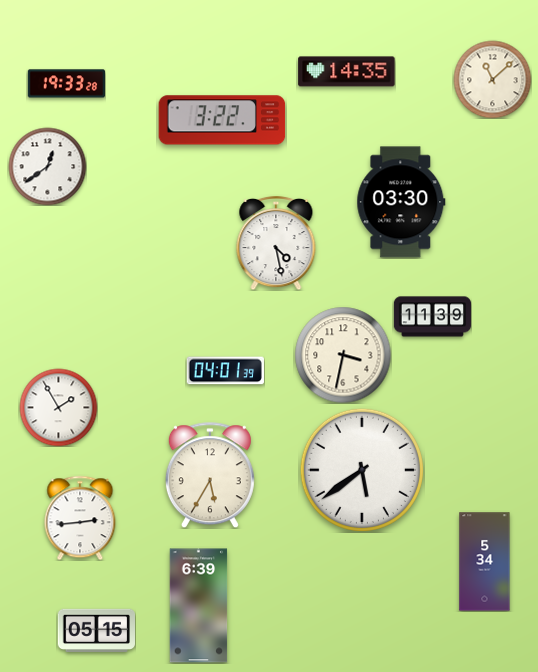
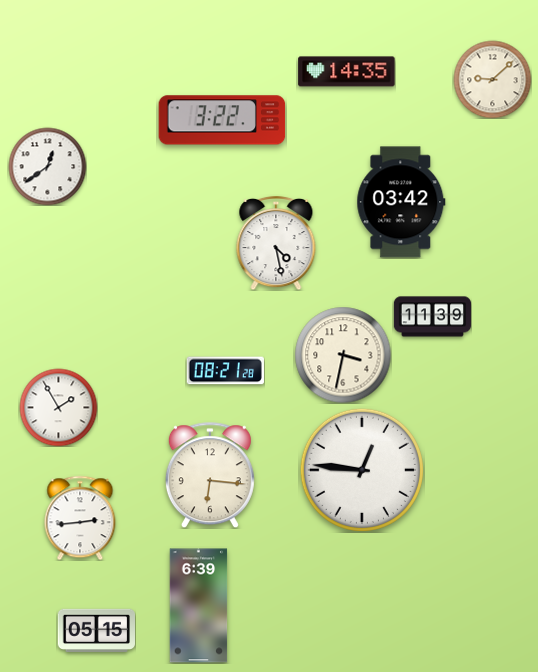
clock at (492, 79): 11:08 -> 9:08
clock at (66, 84): 19:33 -> none
clock at (401, 202): 03:30 -> 03:42
clock at (225, 371): 04:01 -> 08:21
clock at (362, 470): 5:39 -> 12:46
clock at (210, 475): 5:35 -> 6:16
clock at (485, 562): 5:34 -> none
